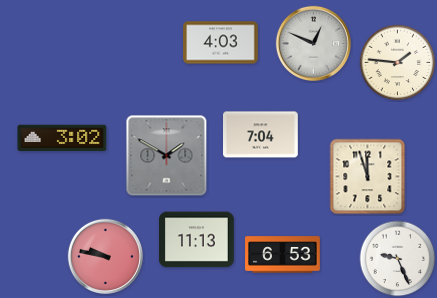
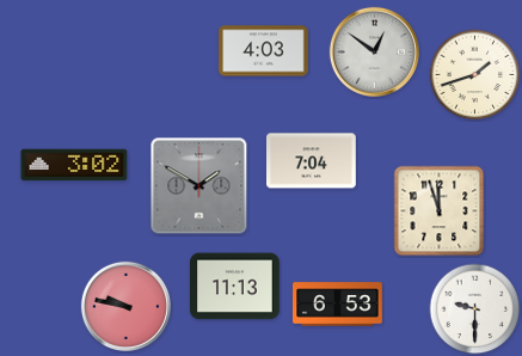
clock at (313, 43): 12:49 -> 12:51
clock at (398, 63): 1:46 -> 1:42
clock at (398, 259): 9:26 -> 9:30
